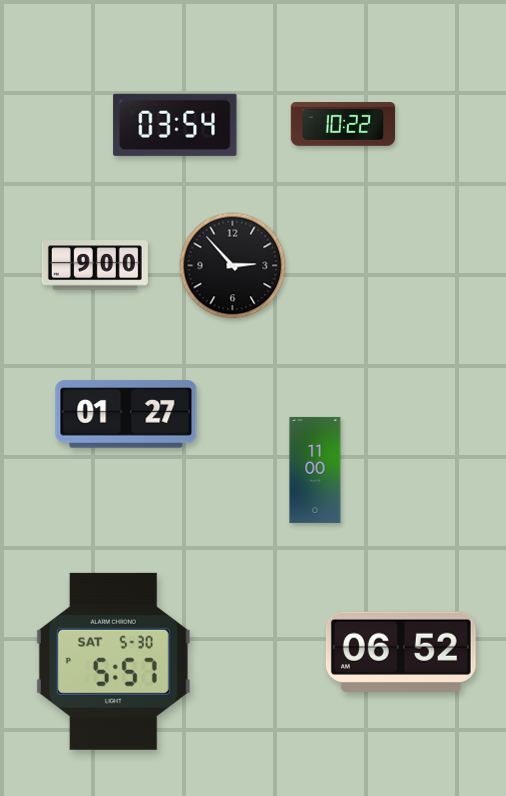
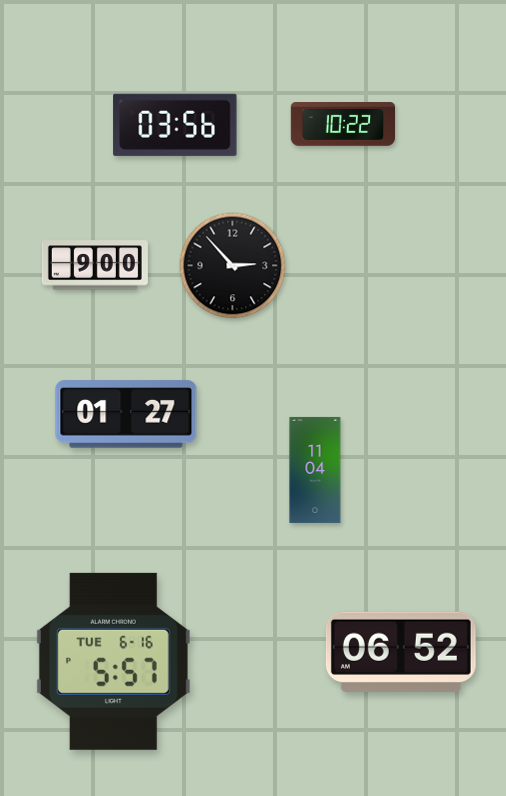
clock at (175, 125): 03:54 -> 03:56
clock at (315, 470): 11:00 -> 11:04
clock at (113, 661) date: SAT 5-30 -> TUE 6-16
